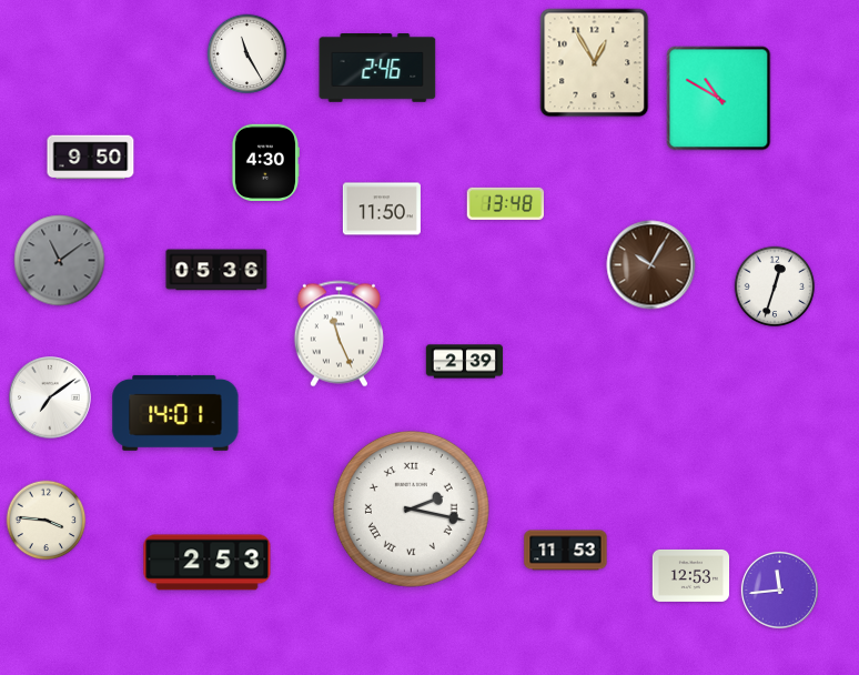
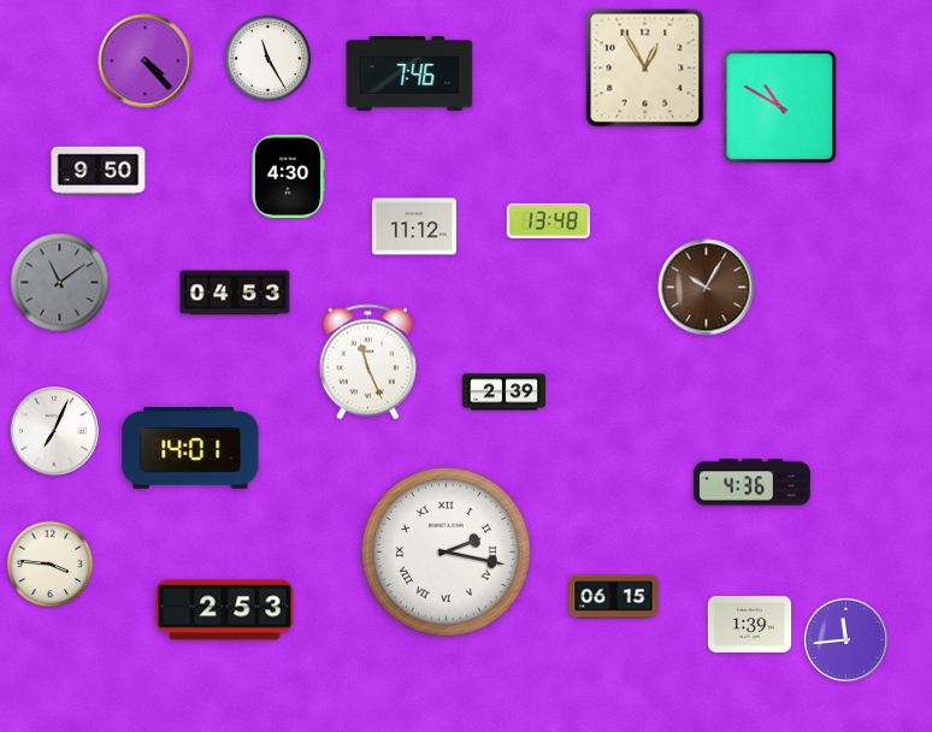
clock at (146, 61): none -> 4:23
clock at (377, 69): 2:46 -> 7:46
clock at (382, 209): 11:50 -> 11:12
clock at (60, 261) position: (60, 261) -> (60, 283)
clock at (216, 270): 05:36 -> 04:53
clock at (775, 286): 12:33 -> none
clock at (50, 397): 7:09 -> 7:04
clock at (751, 483): none -> 4:36
clock at (566, 551): 11:53 -> 06:15
clock at (691, 575): 12:53 -> 1:39
